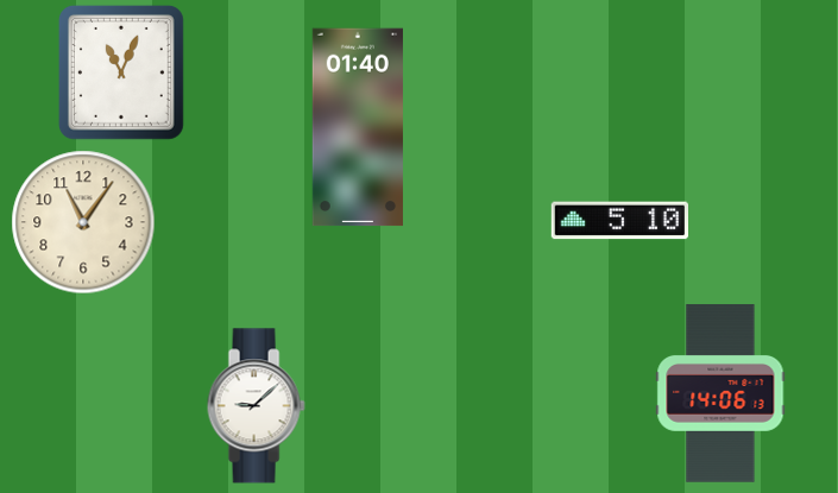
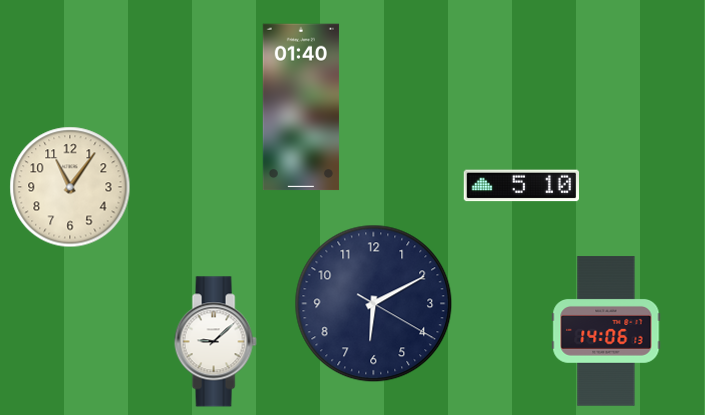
clock at (121, 72): 11:04 -> none
clock at (374, 304): none -> 6:10
